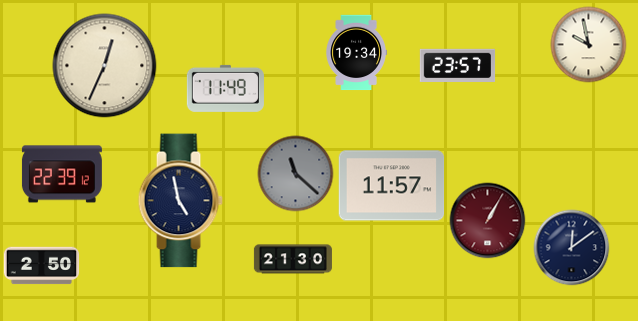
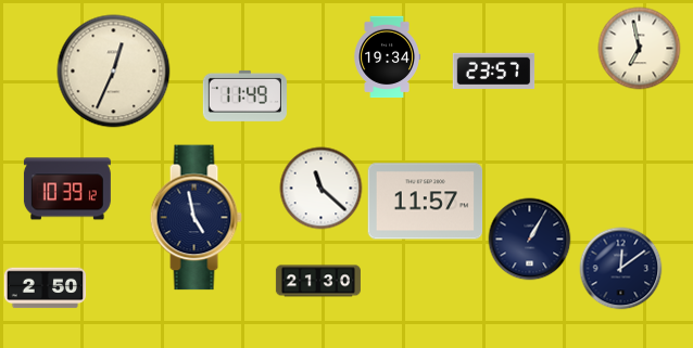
clock at (589, 45): 9:58 -> 6:58
clock at (458, 65) position: (458, 65) -> (494, 70)
clock at (62, 174): 22:39 -> 10:39
clock at (296, 174) dial: grey -> white
clock at (488, 221) dial: burgundy -> navy
